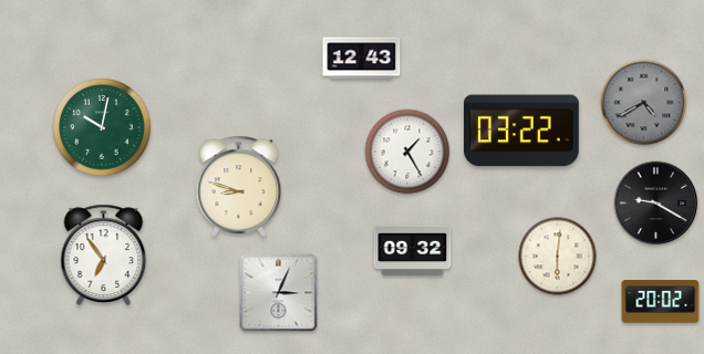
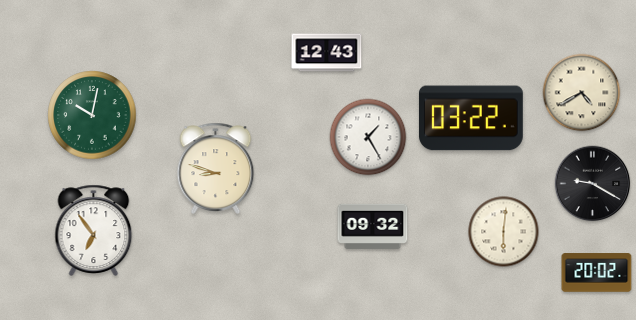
clock at (644, 103) dial: grey -> cream
clock at (279, 293): 3:04 -> none
